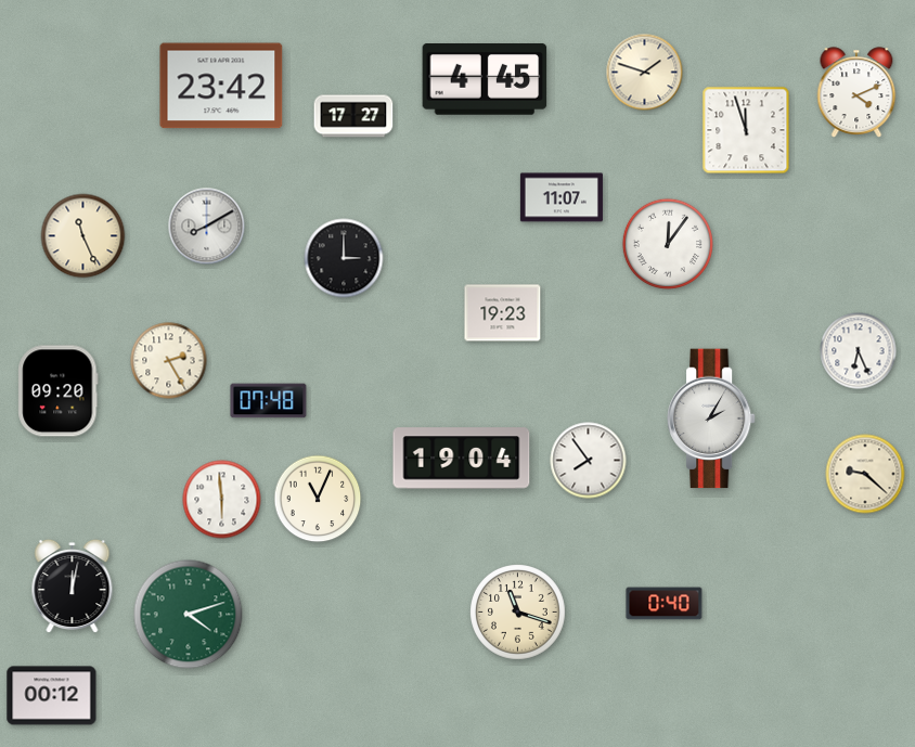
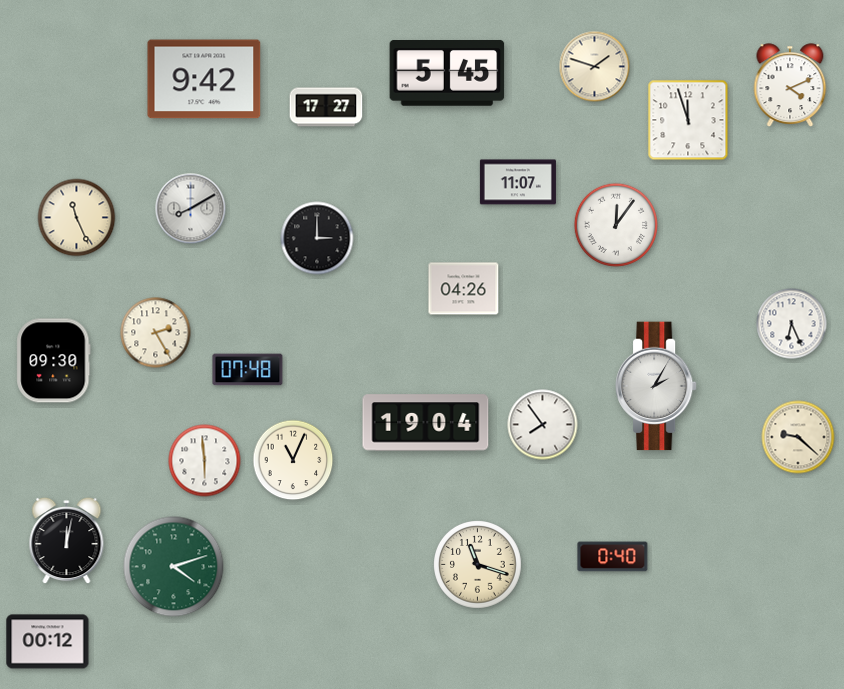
clock at (485, 80): 4:45 -> 5:45
clock at (221, 86): 23:42 -> 9:42
clock at (503, 313): 19:23 -> 04:26
clock at (59, 391): 09:20 -> 09:30
